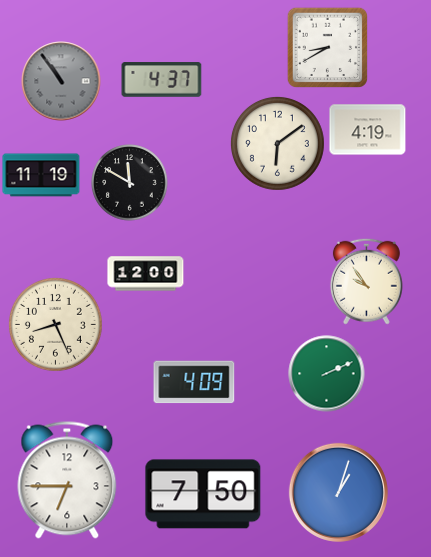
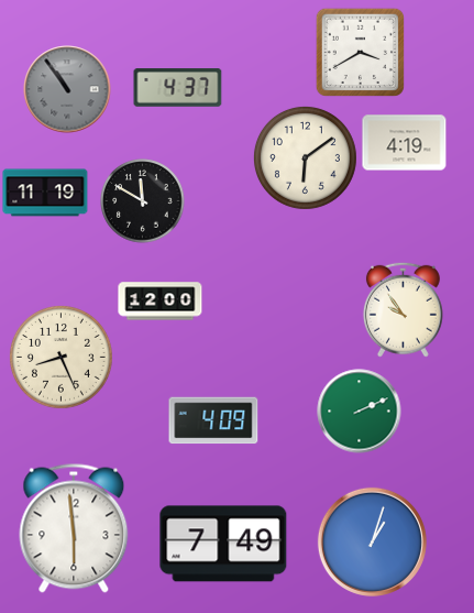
clock at (327, 47): 8:40 -> 3:40
clock at (67, 480): 6:45 -> 5:59
clock at (203, 494): 7:50 -> 7:49
